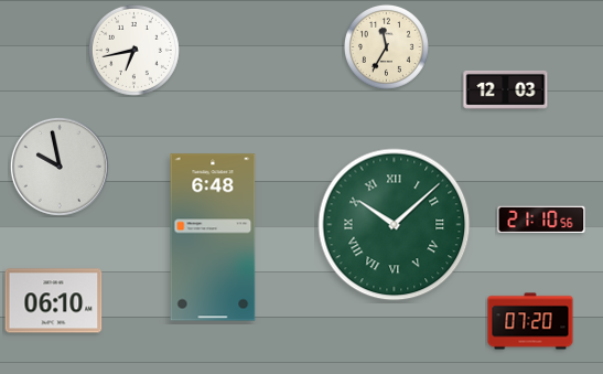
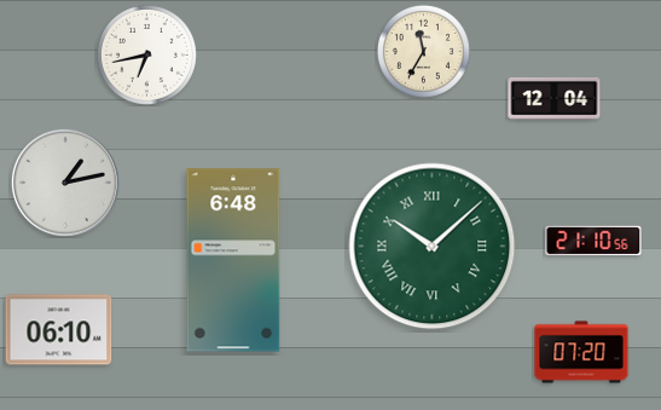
clock at (506, 89): 12:03 -> 12:04
clock at (60, 167): 9:58 -> 1:13
